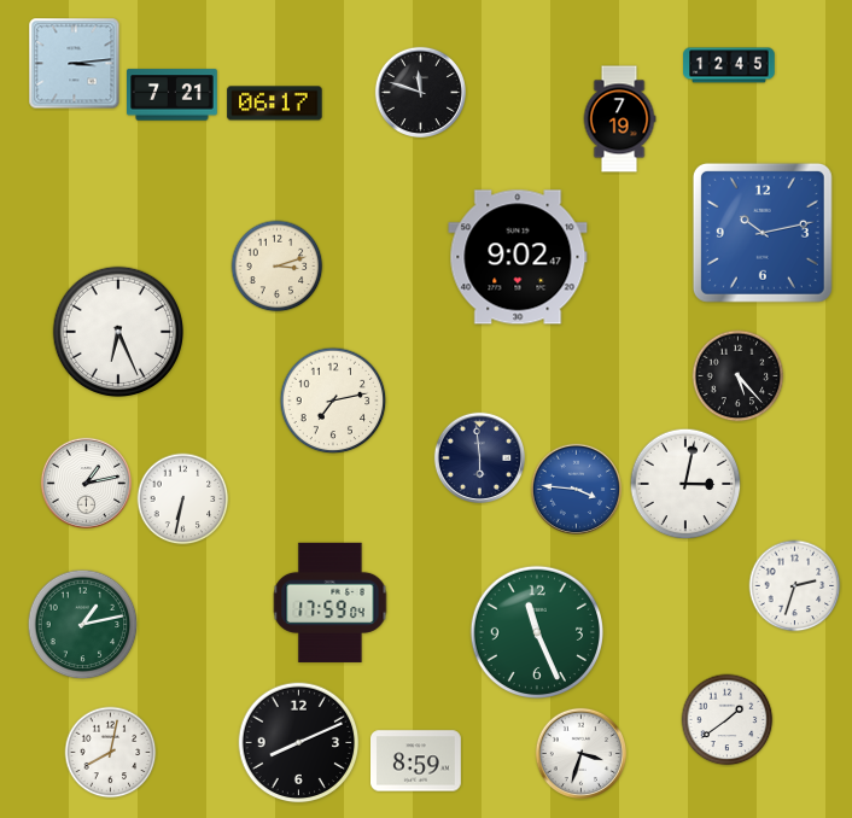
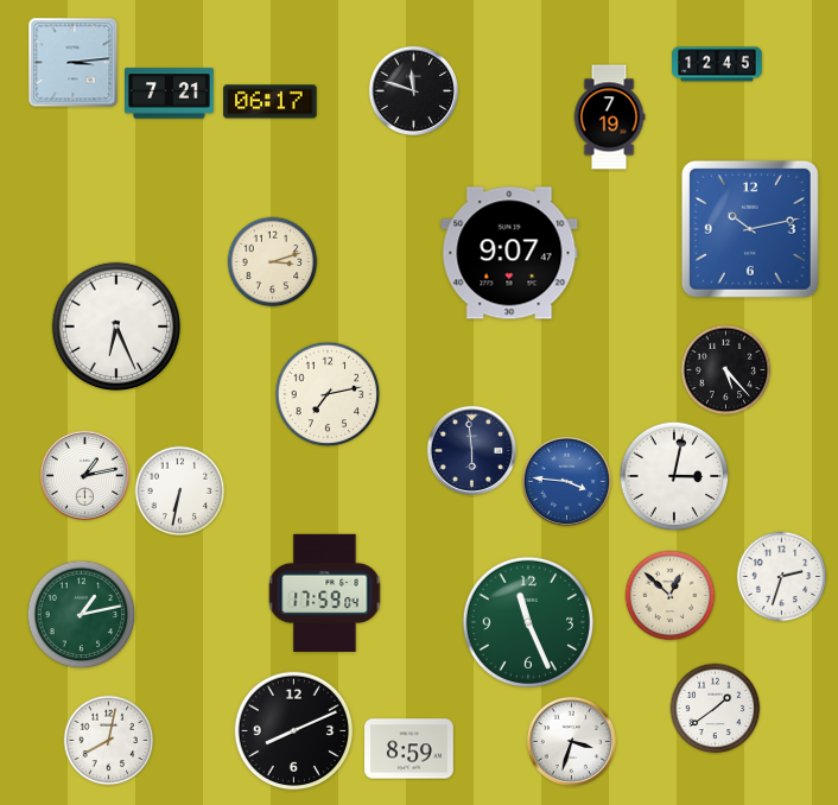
clock at (518, 257): 9:02 -> 9:07
clock at (671, 596): none -> 12:52
